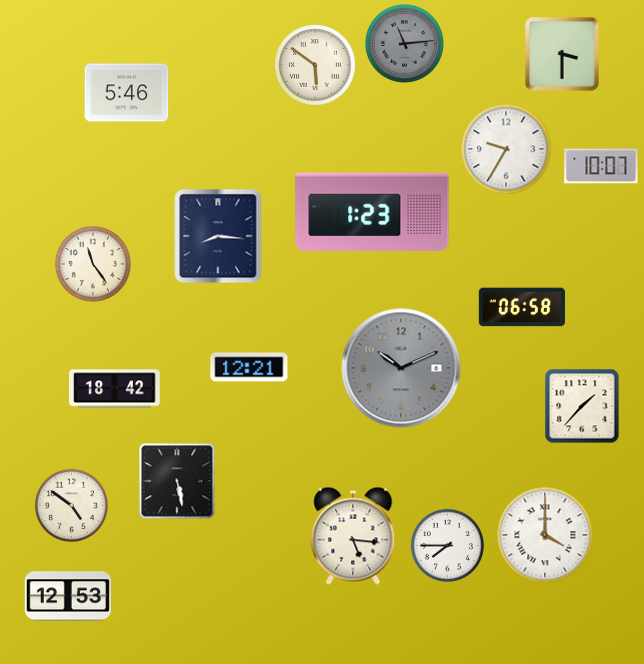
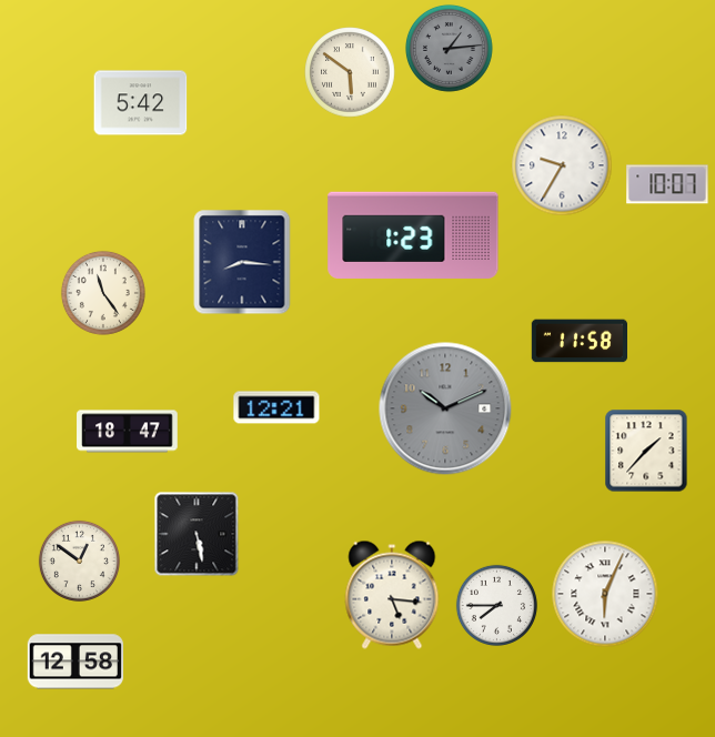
clock at (404, 43): 11:14 -> 1:14
clock at (562, 54): 3:30 -> none
clock at (127, 93): 5:46 -> 5:42
clock at (521, 307): 06:58 -> 11:58
clock at (115, 389): 18:42 -> 18:47
clock at (71, 505): 4:51 -> 12:51
clock at (545, 535): 4:00 -> 6:04
clock at (67, 596): 12:53 -> 12:58
